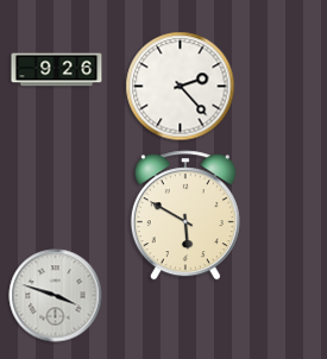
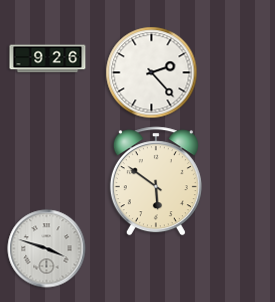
clock at (185, 215): 5:50 -> 5:51
